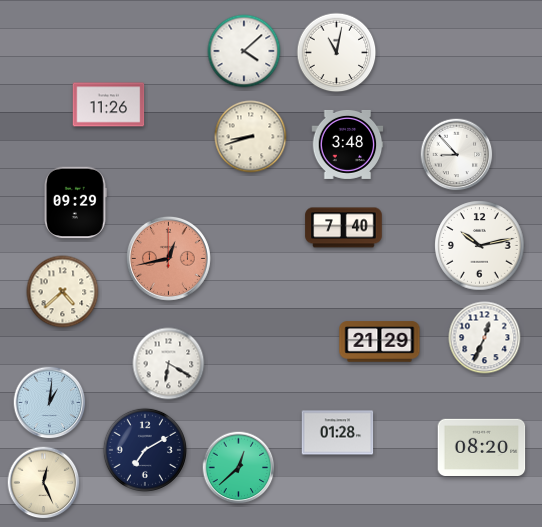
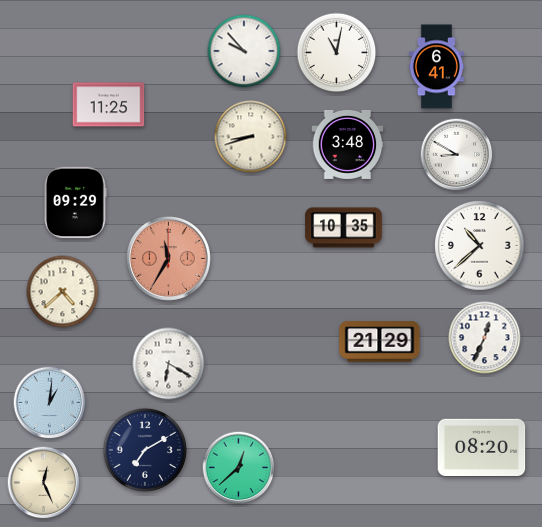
clock at (244, 51): 4:08 -> 9:53
clock at (436, 67): none -> 6:41
clock at (109, 105): 11:26 -> 11:25
clock at (457, 155): 8:53 -> 8:50
clock at (344, 228): 7:40 -> 10:35
clock at (480, 246): 10:13 -> 10:38
clock at (168, 258): 12:43 -> 11:35
clock at (338, 433): 01:28 -> none
